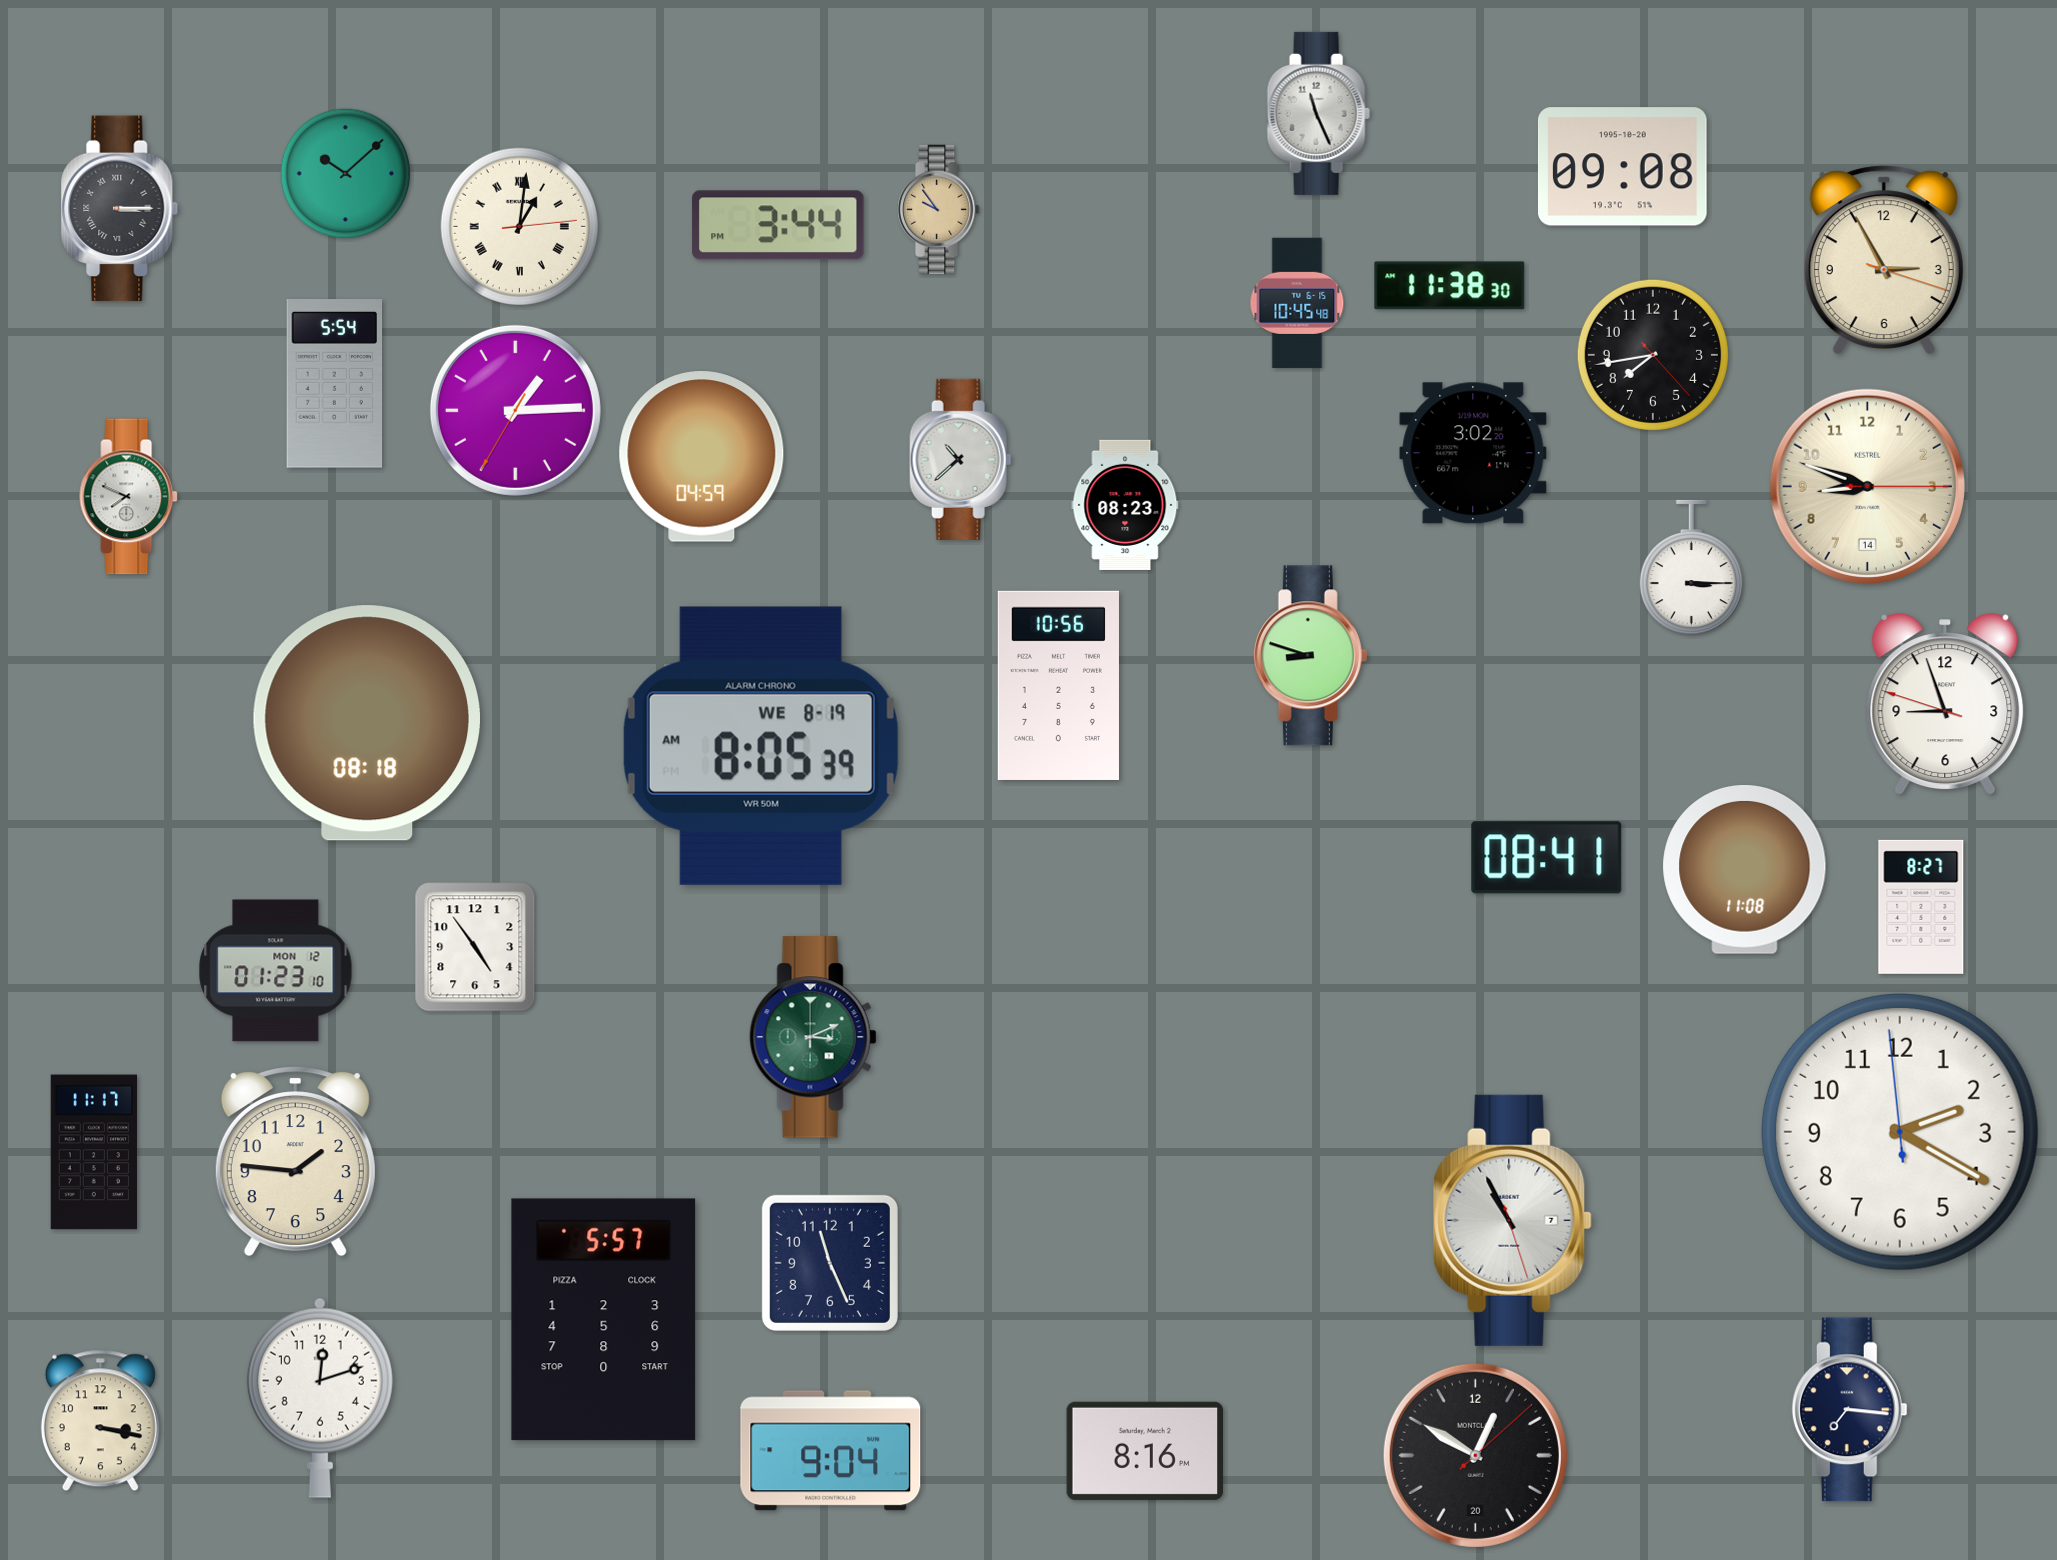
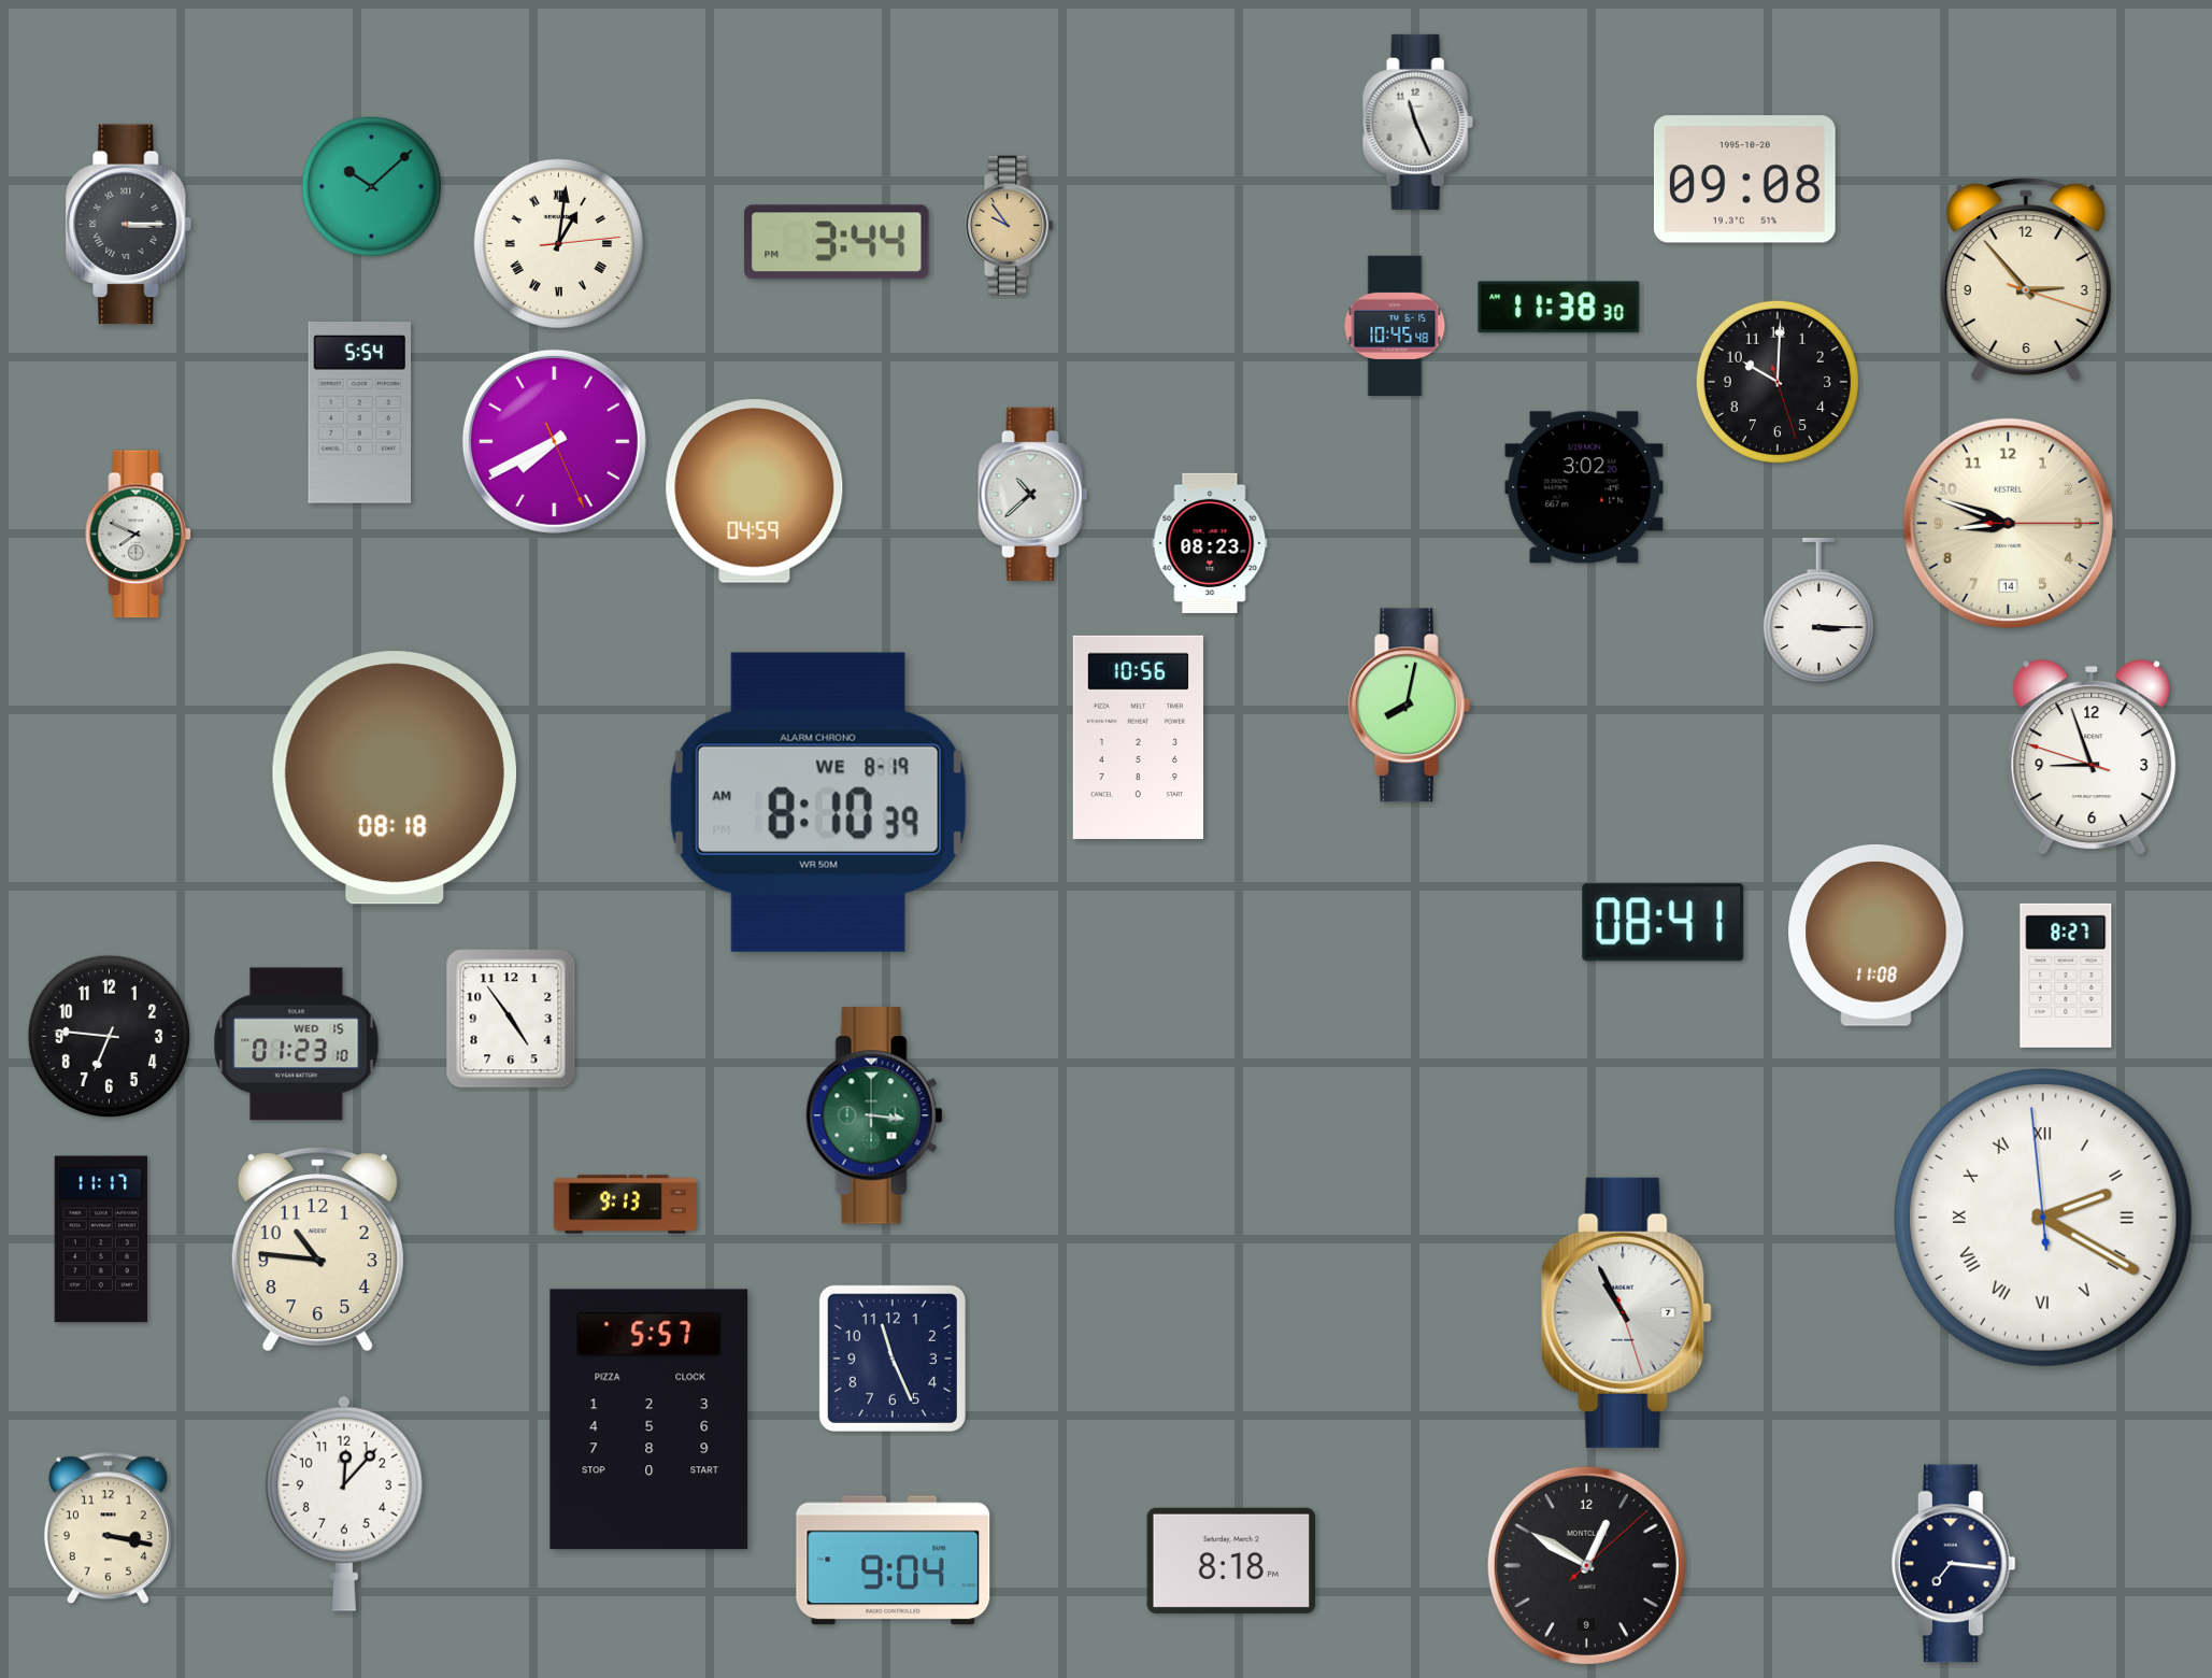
clock at (1884, 259): 2:55 -> 2:53
clock at (1653, 355): 7:43 -> 10:00
clock at (515, 410): 1:14 -> 7:40
clock at (1310, 656): 8:48 -> 8:02
clock at (761, 746): 8:05 -> 8:10
clock at (109, 1036): none -> 6:46
clock at (276, 971) date: MON 12 -> WED 15
clock at (813, 1037): 3:11 -> 3:16
clock at (625, 1205): none -> 9:13
clock at (1900, 1132) numerals: Arabic -> Roman
clock at (295, 1162): 1:46 -> 10:46
clock at (320, 1398): 12:12 -> 12:07
clock at (1849, 1410) position: (1849, 1410) -> (1953, 1564)
clock at (1145, 1451): 8:16 -> 8:18
clock at (1475, 1455) date: 20 -> 9
